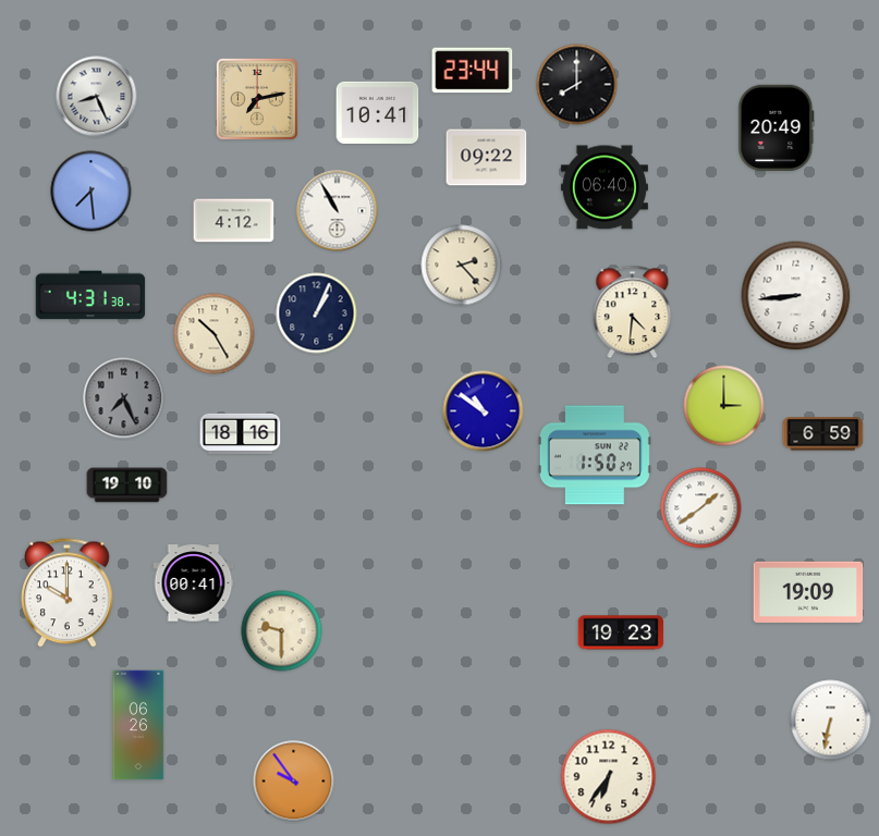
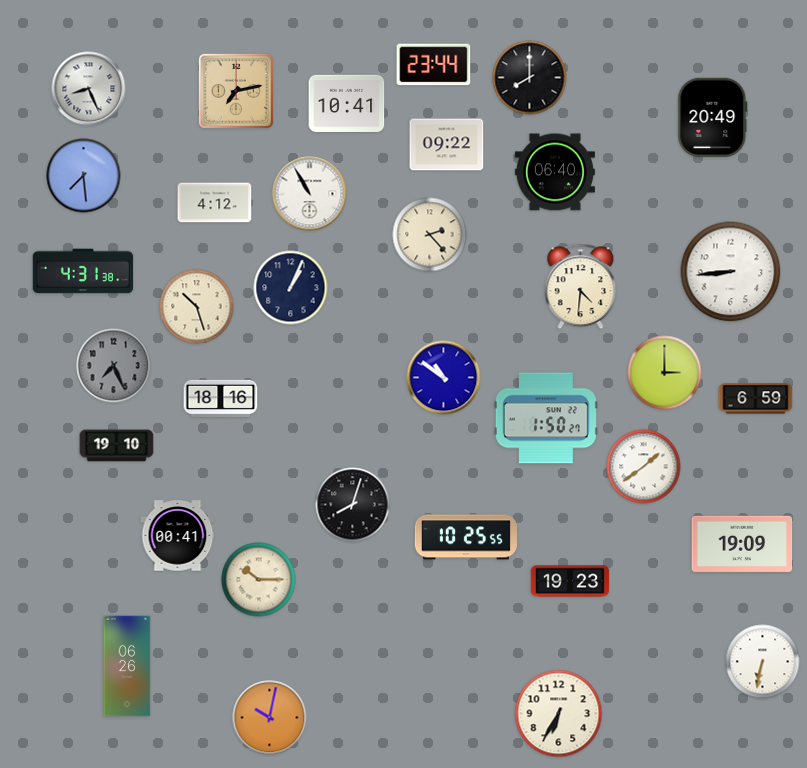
clock at (462, 266) position: (462, 266) -> (430, 235)
clock at (215, 334): 10:25 -> 10:27
clock at (353, 505): none -> 8:03
clock at (465, 537): none -> 10:25
clock at (68, 593): 10:00 -> none
clock at (282, 631): 9:30 -> 10:15
clock at (609, 777): 6:36 -> 6:35
clock at (294, 782): 9:54 -> 10:02
